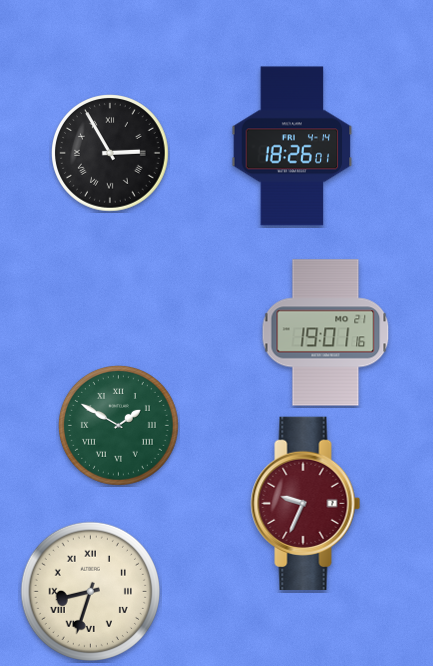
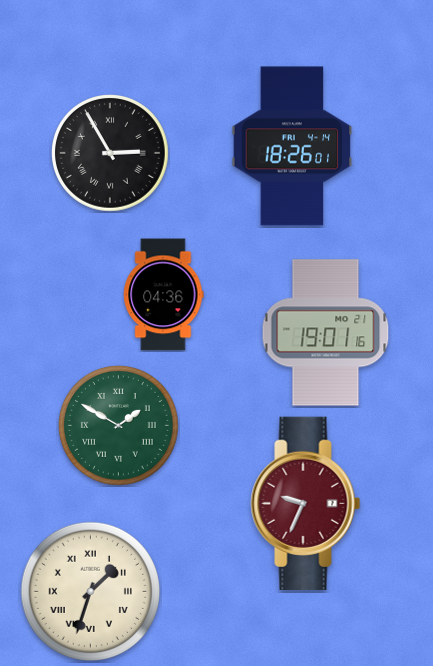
clock at (164, 295): none -> 04:36
clock at (90, 591): 8:33 -> 1:33
